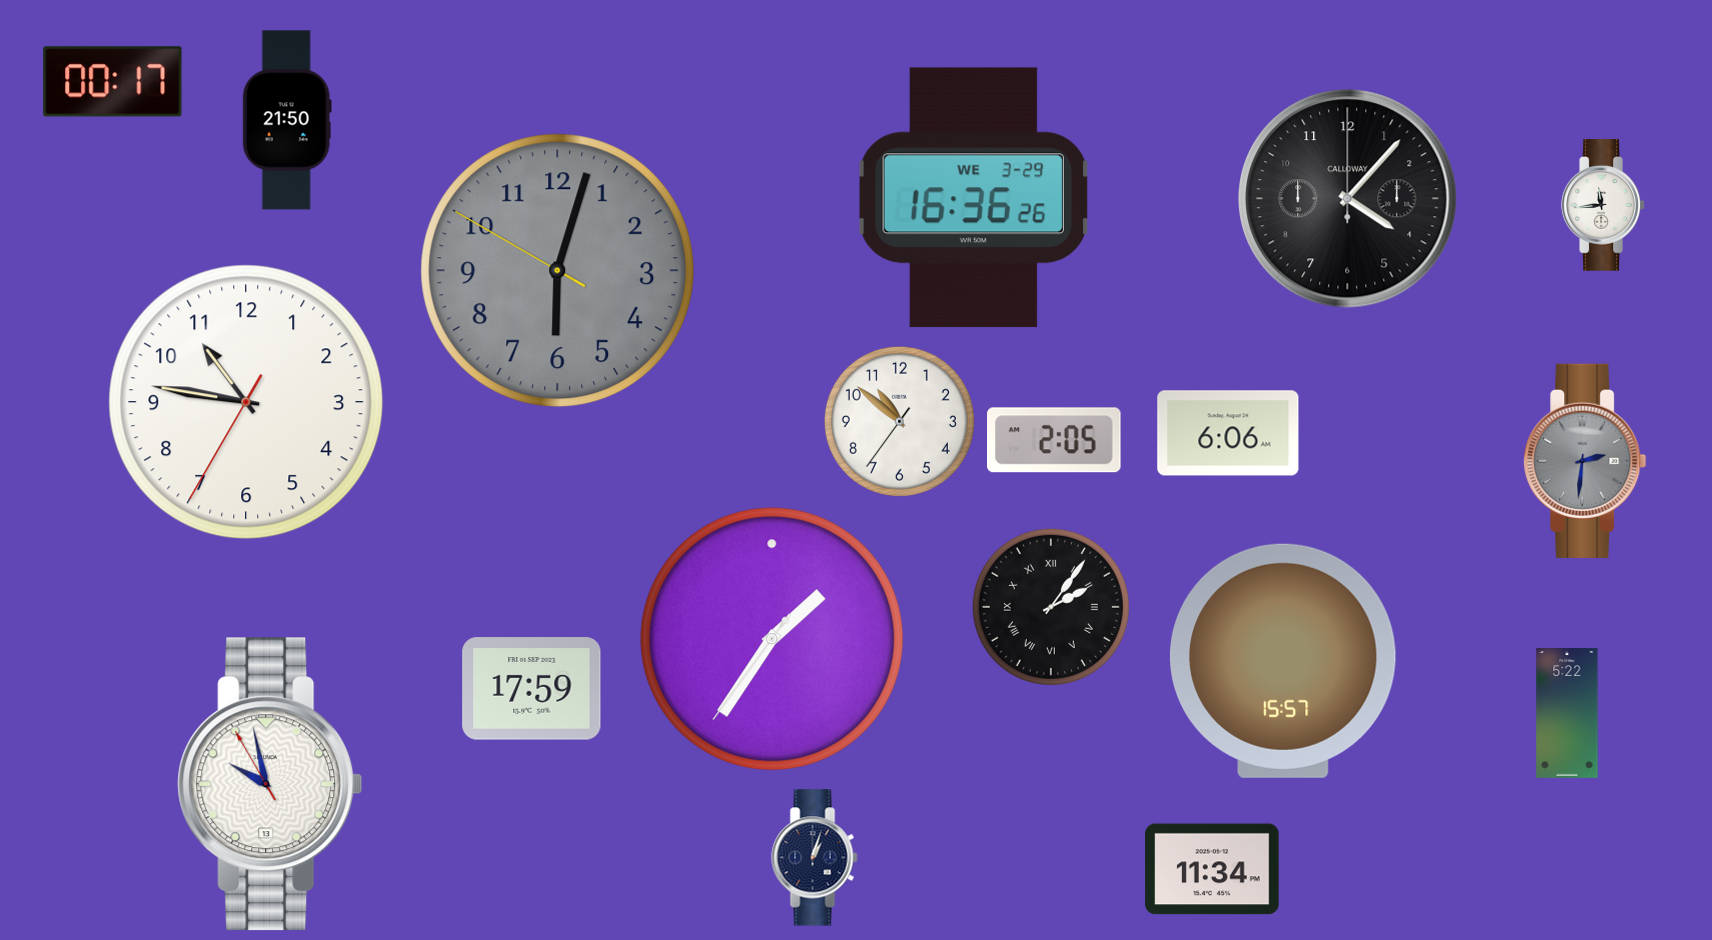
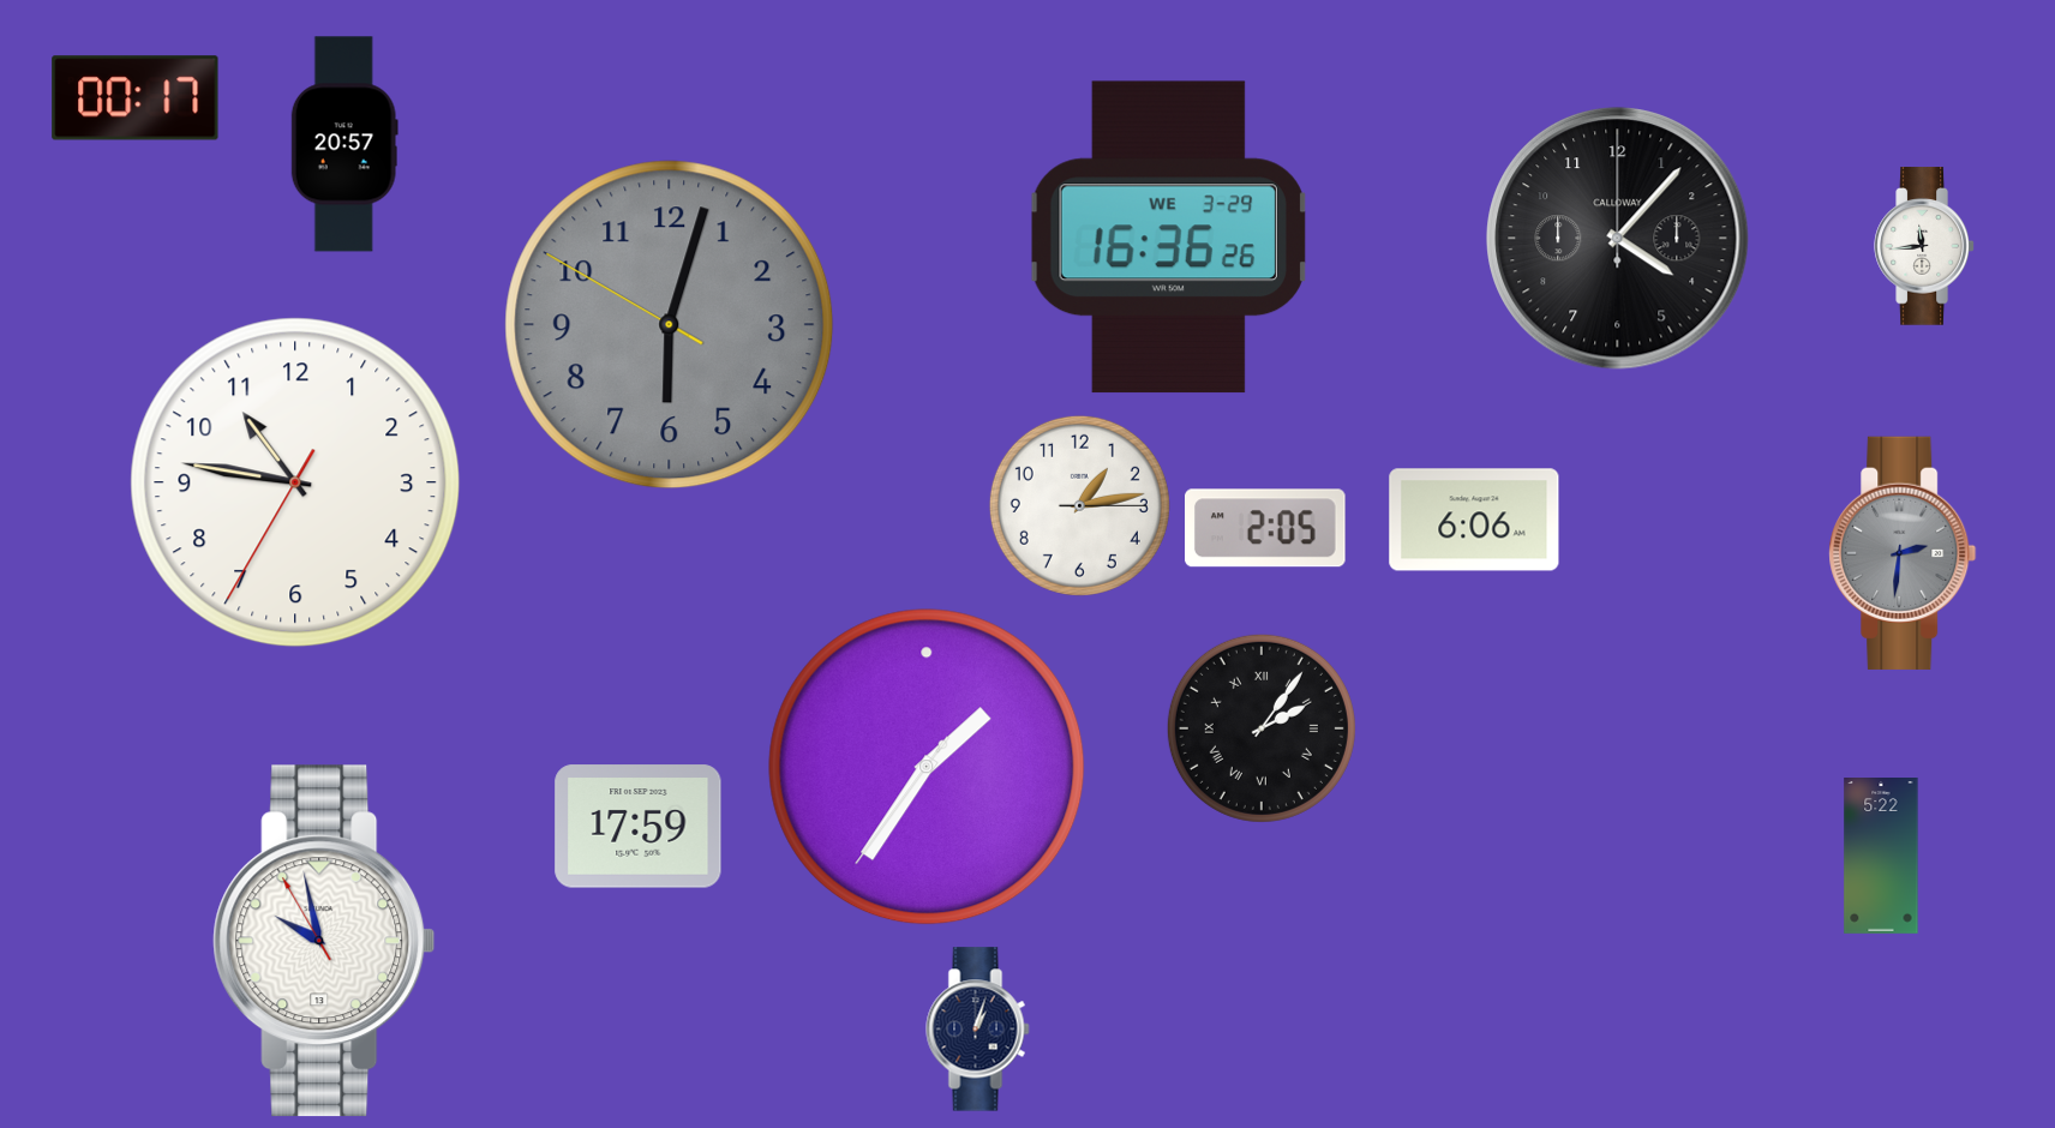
clock at (287, 120): 21:50 -> 20:57
clock at (899, 421): 10:51 -> 1:13
clock at (1283, 661): 15:57 -> none
clock at (1212, 869): 11:34 -> none
